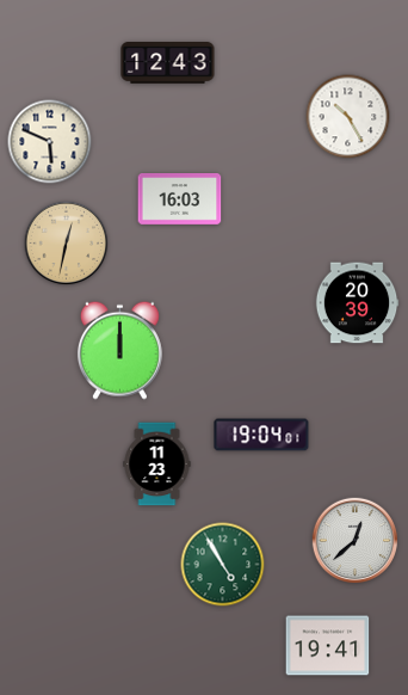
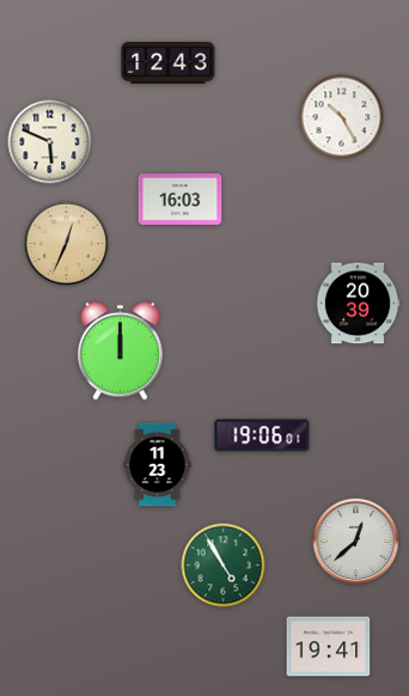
clock at (348, 117) position: (348, 117) -> (342, 117)
clock at (67, 244): 12:32 -> 12:34
clock at (261, 435): 19:04 -> 19:06
